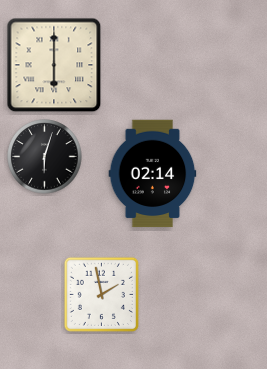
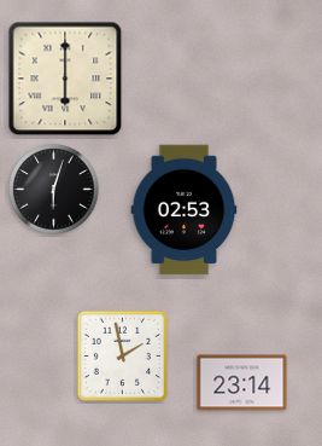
clock at (153, 174): 02:14 -> 02:53
clock at (242, 383): none -> 23:14
